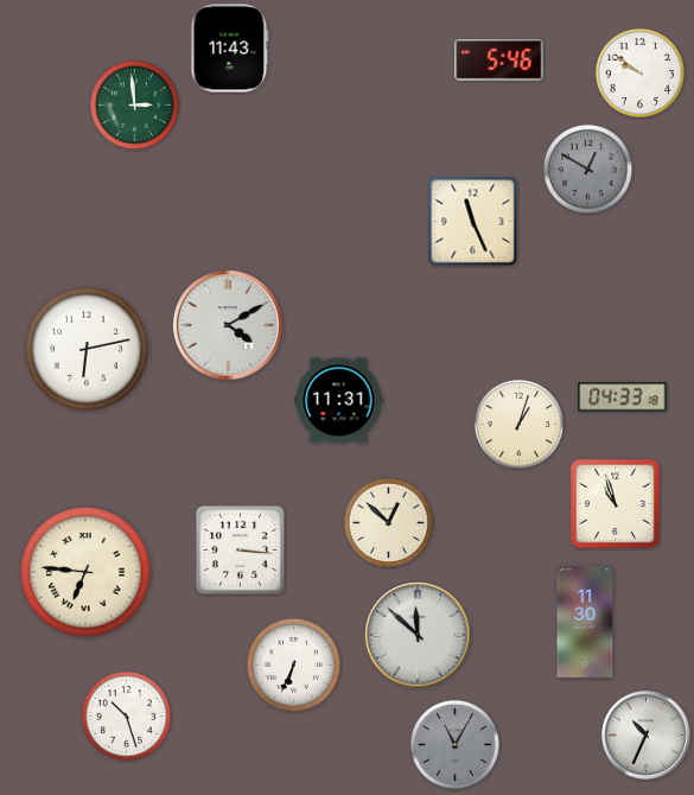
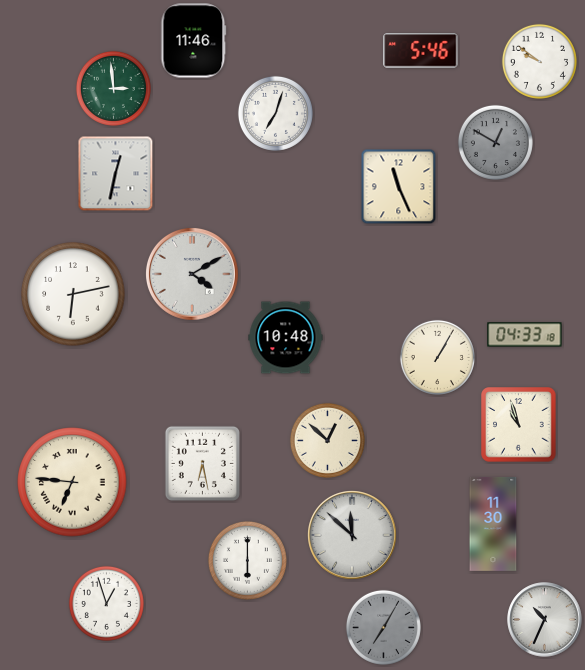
clock at (230, 49): 11:43 -> 11:46
clock at (275, 113): none -> 7:03
clock at (116, 174): none -> 12:32
clock at (339, 401): 11:31 -> 10:48
clock at (518, 424): 1:03 -> 1:05
clock at (240, 549): 3:16 -> 6:28
clock at (293, 664): 6:34 -> 6:00
clock at (126, 715): 10:27 -> 12:57
clock at (454, 744): 11:05 -> 7:05
